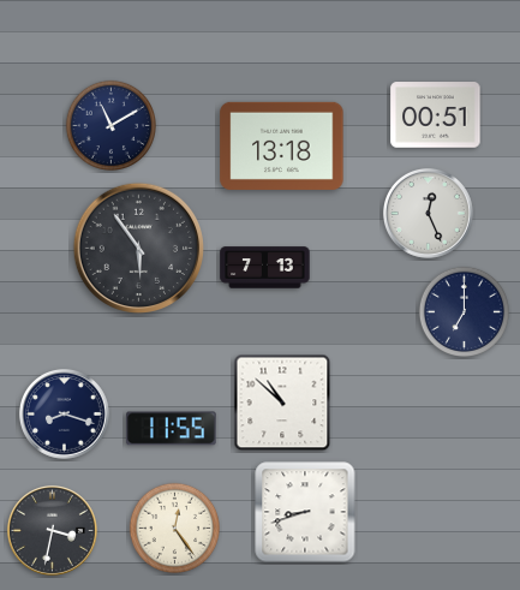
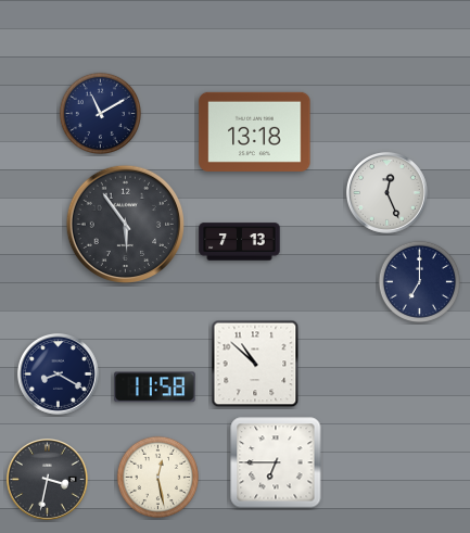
clock at (436, 115): 00:51 -> none
clock at (65, 415): 8:18 -> 8:20
clock at (172, 429): 11:55 -> 11:58
clock at (305, 512): 8:42 -> 6:45
clock at (174, 528): 12:24 -> 12:28
